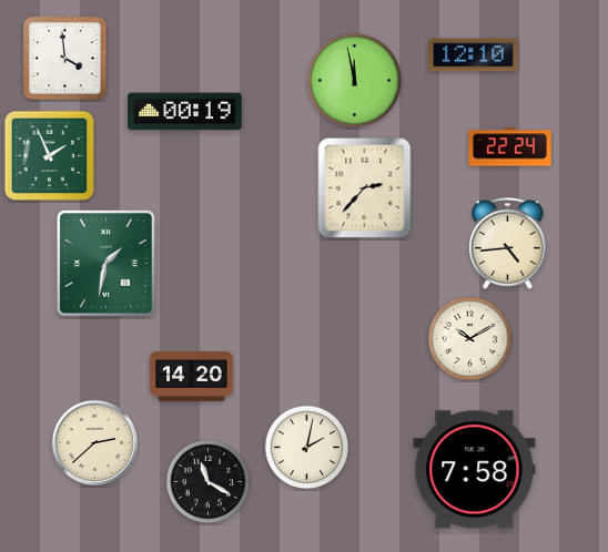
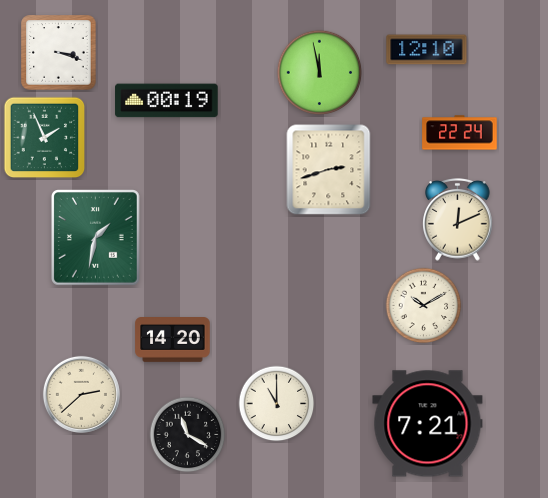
clock at (65, 59): 3:59 -> 3:18
clock at (50, 156) position: (50, 156) -> (45, 138)
clock at (365, 188): 2:37 -> 2:42
clock at (508, 244): 4:44 -> 12:11
clock at (94, 442) position: (94, 442) -> (81, 394)
clock at (307, 448): 2:02 -> 11:00
clock at (475, 470): 7:58 -> 7:21
